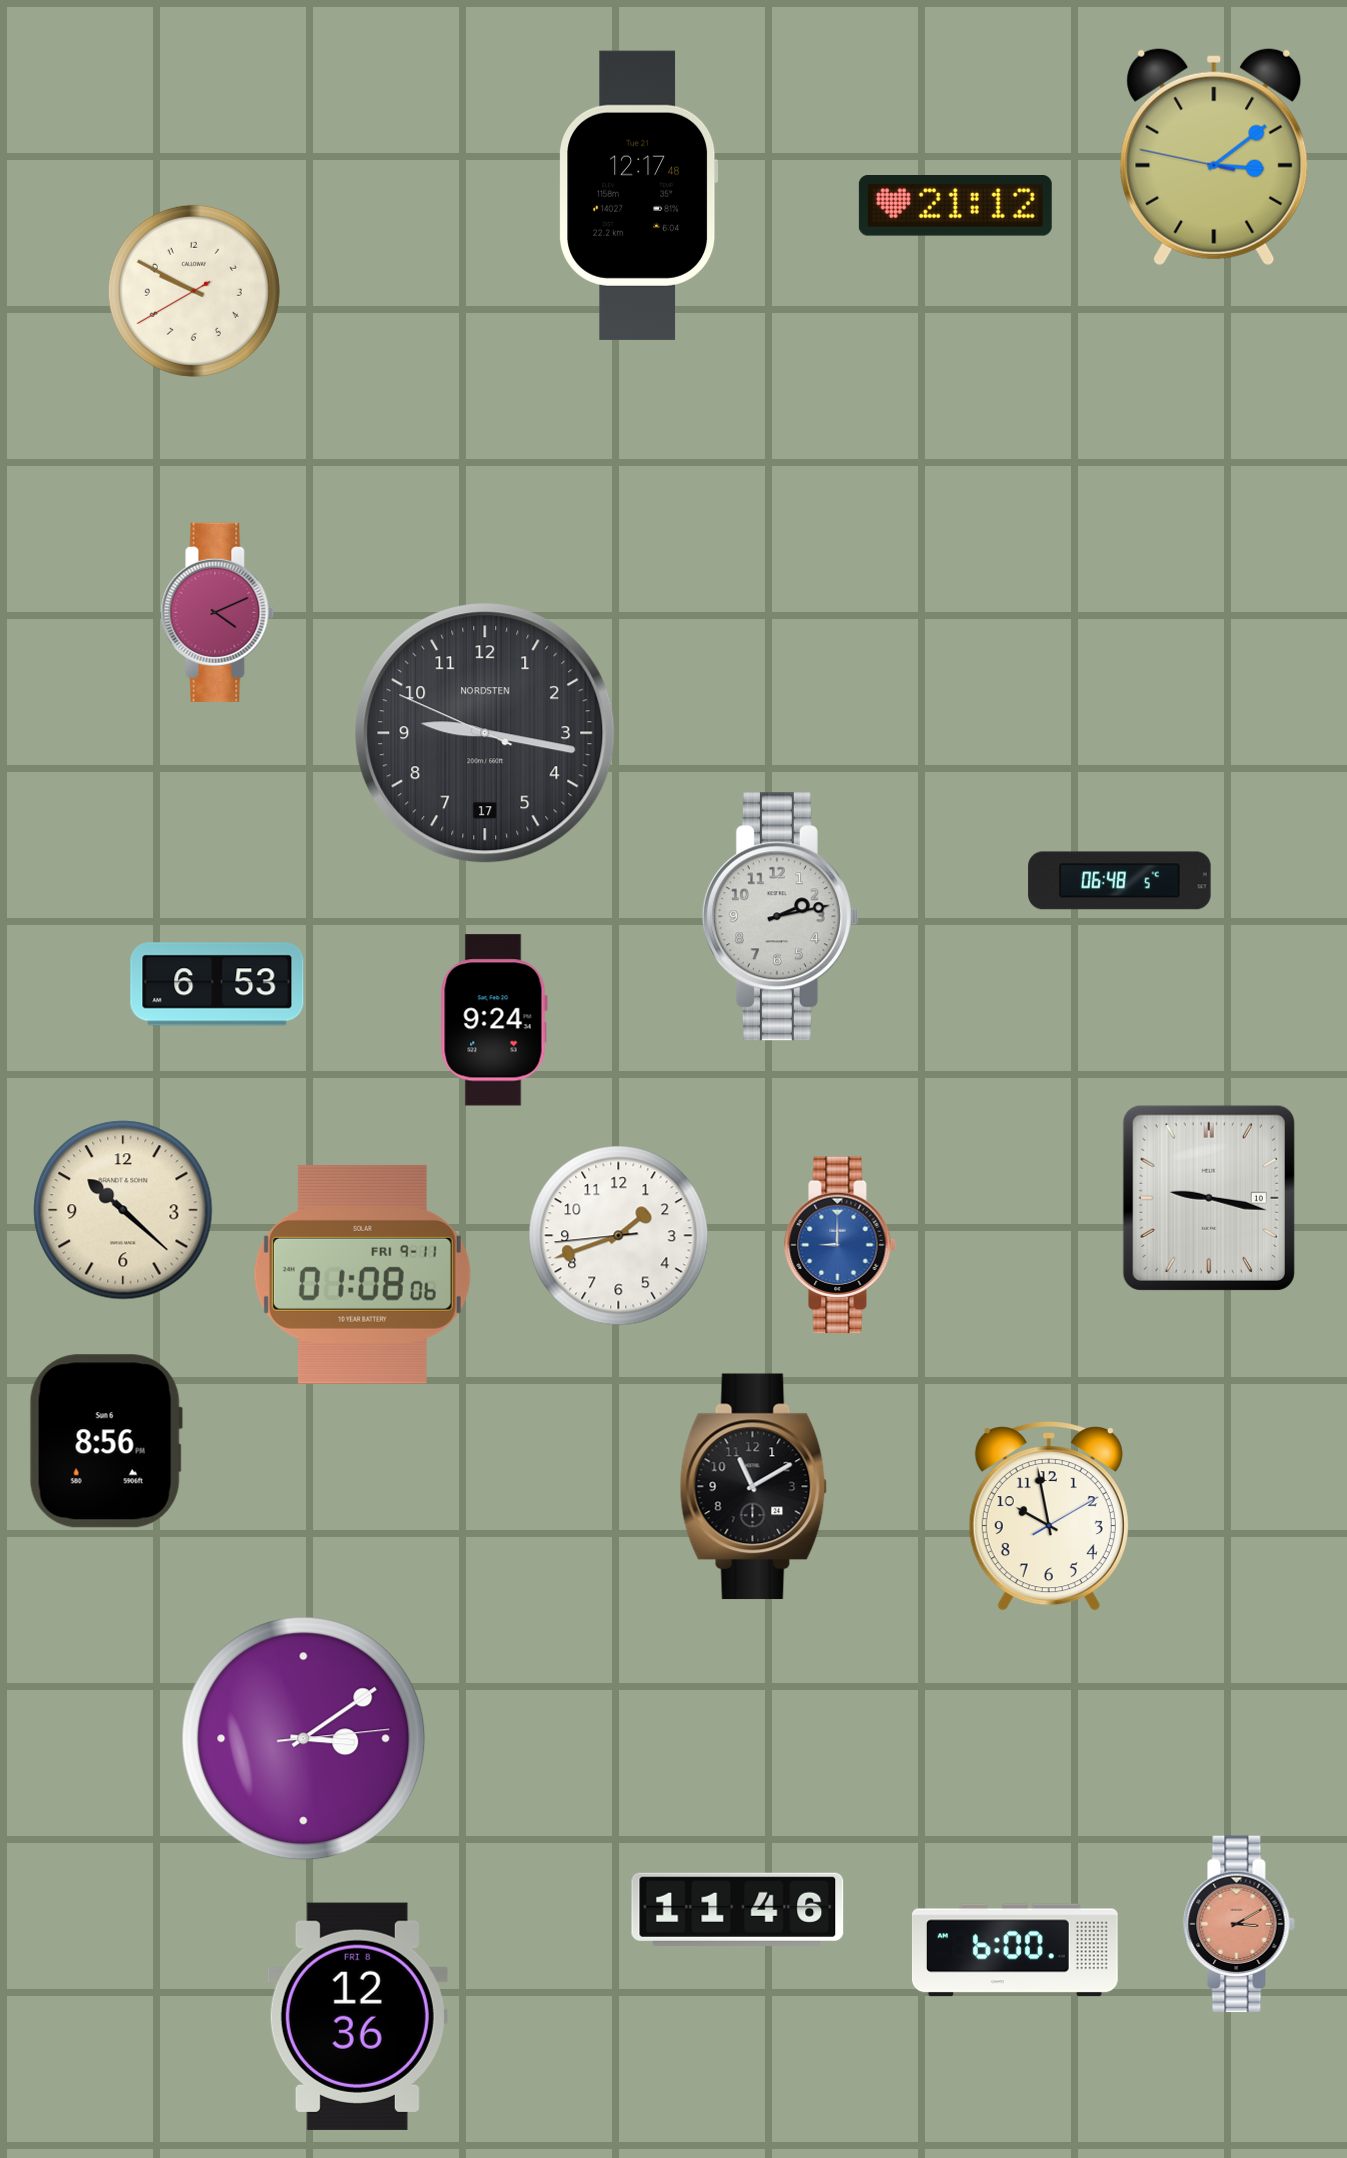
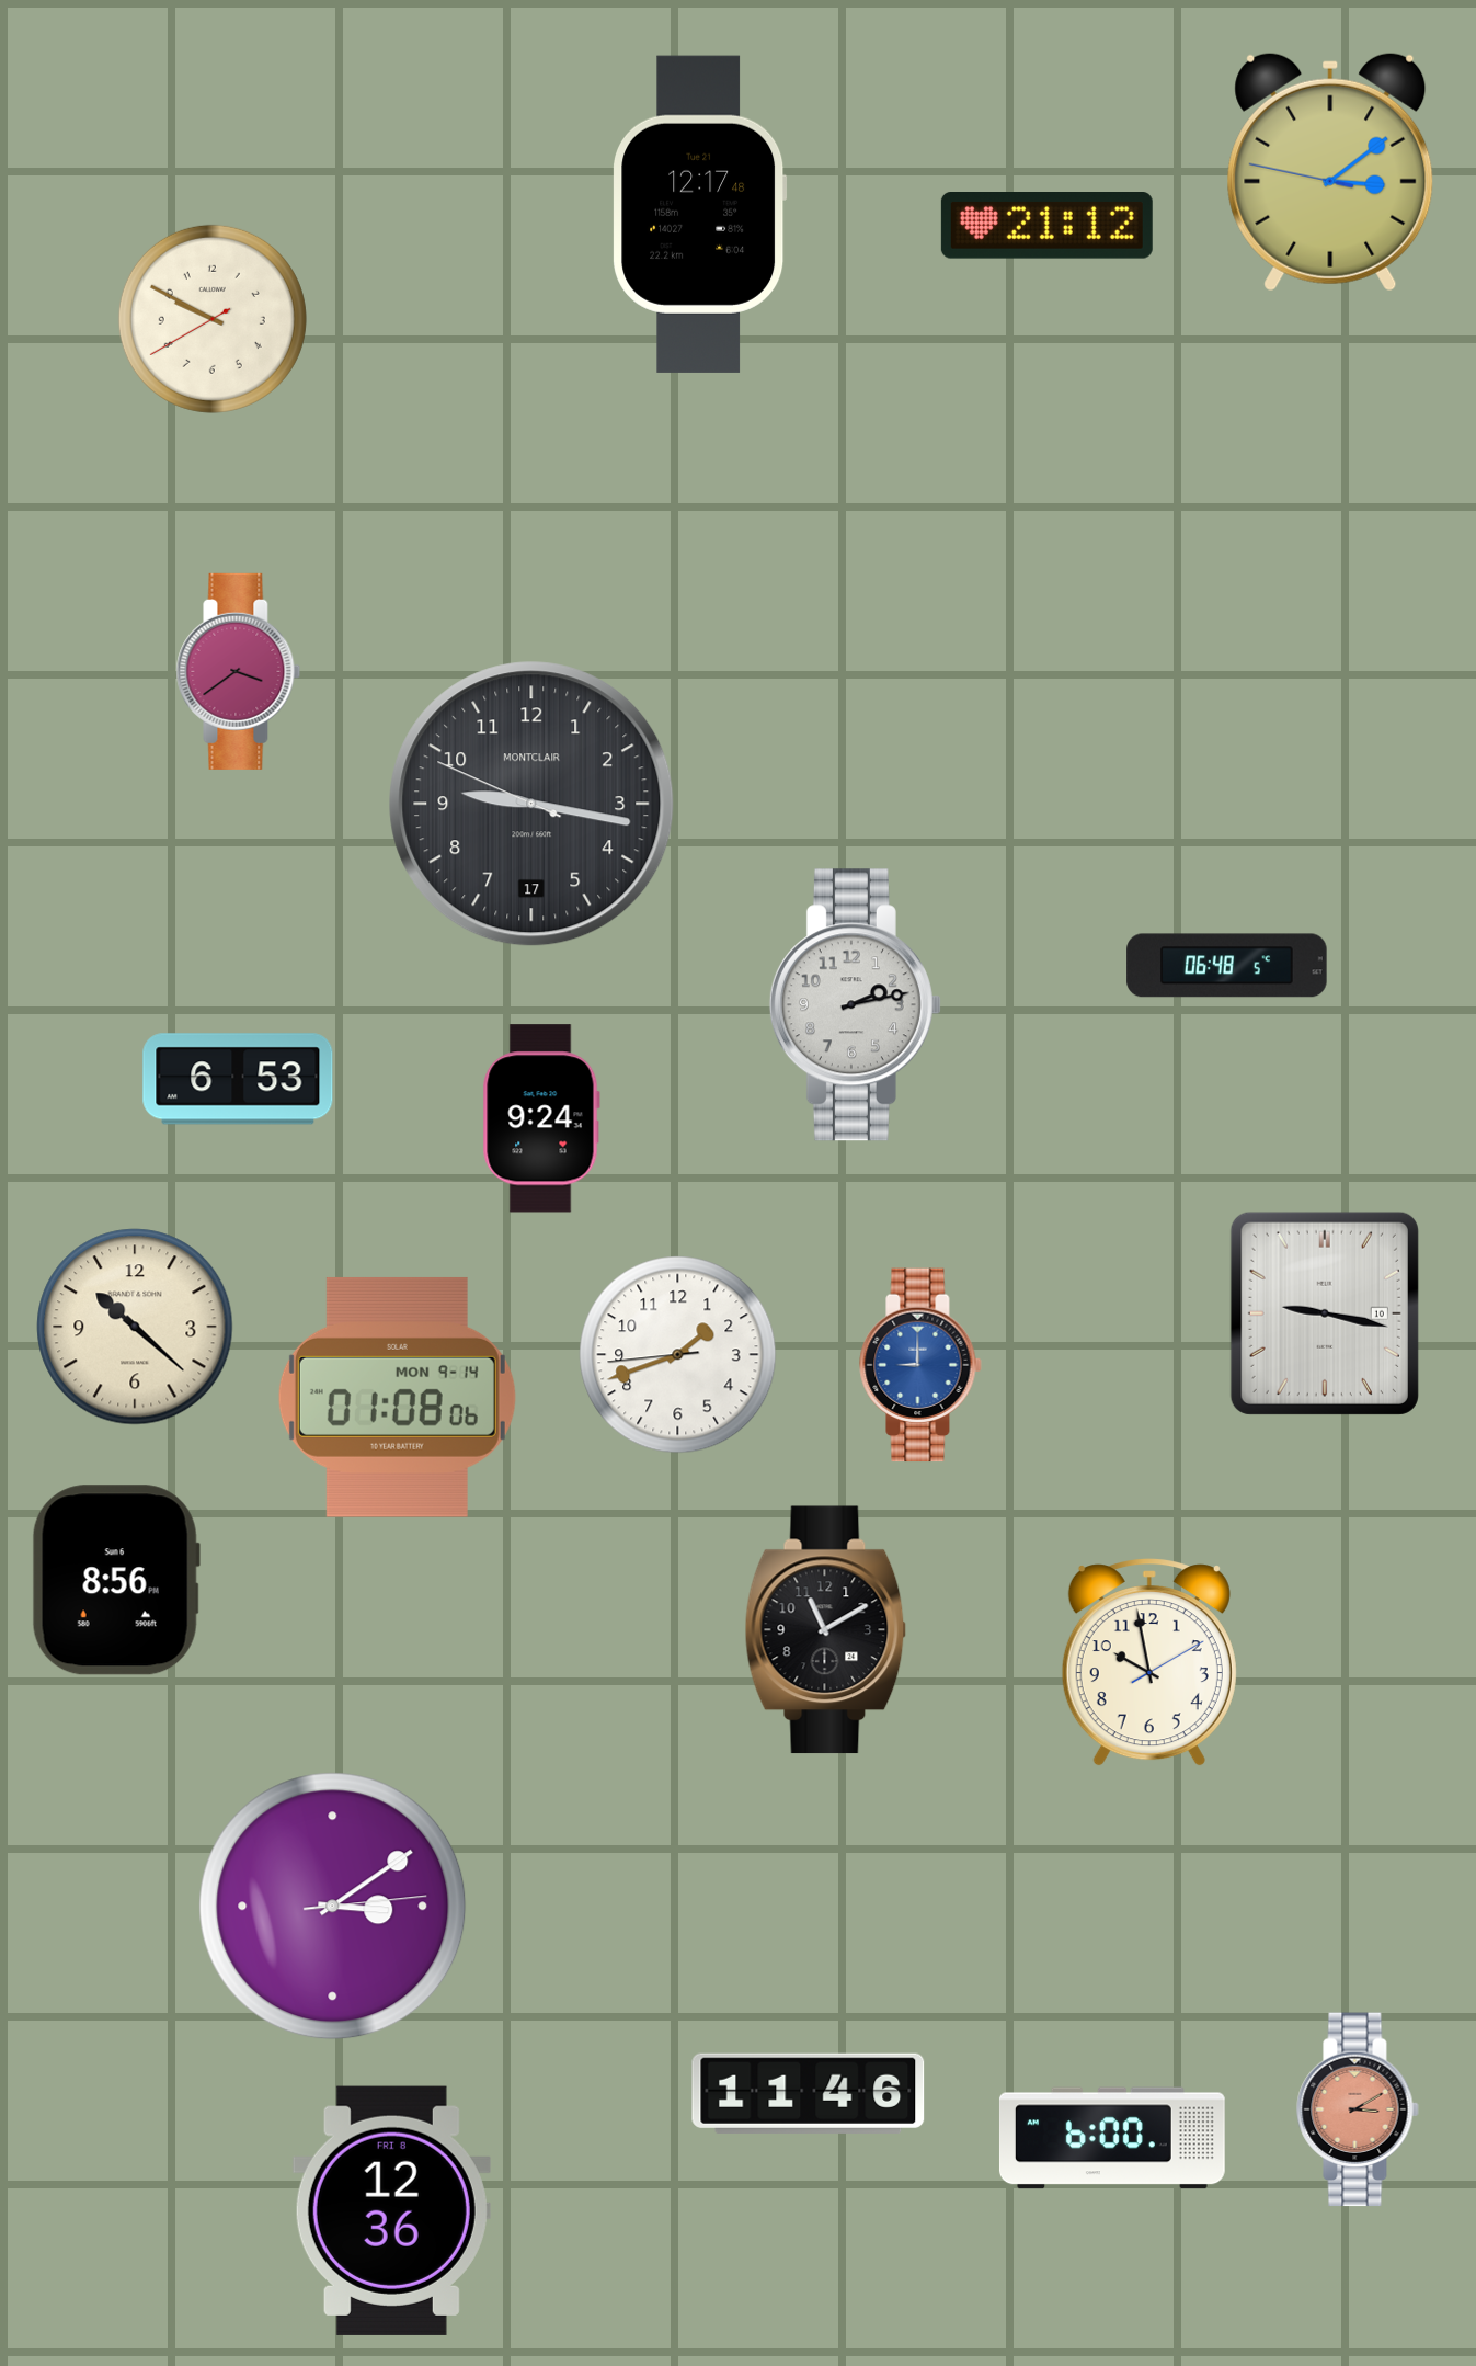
clock at (218, 612): 4:11 -> 3:39
clock at (485, 733) brand: NORDSTEN -> MONTCLAIR
clock at (362, 1274) date: FRI 9-11 -> MON 9-14
